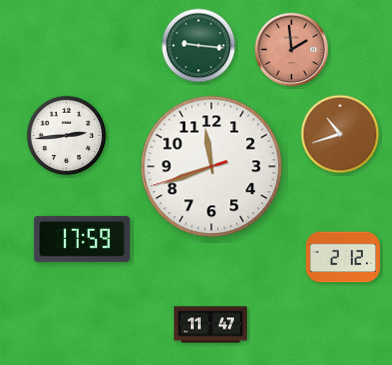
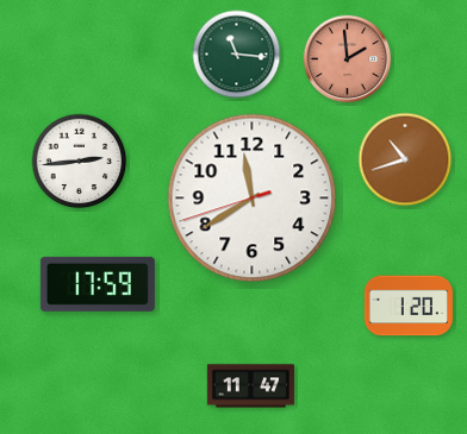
clock at (199, 46): 9:16 -> 11:16
clock at (212, 167): 11:41 -> 11:39
clock at (343, 257): 2:12 -> 1:20
